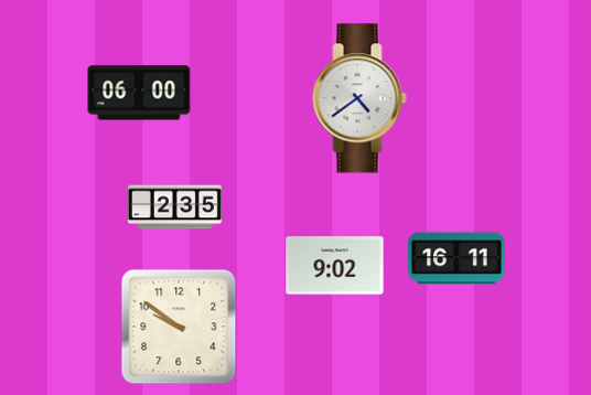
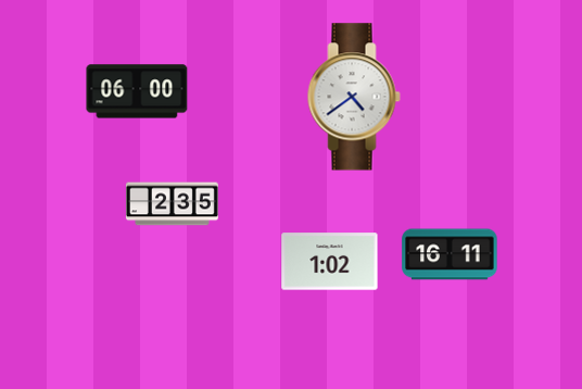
clock at (335, 266): 9:02 -> 1:02
clock at (179, 327): 9:51 -> none
